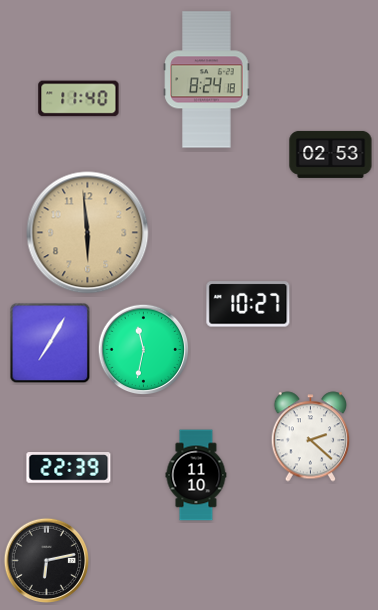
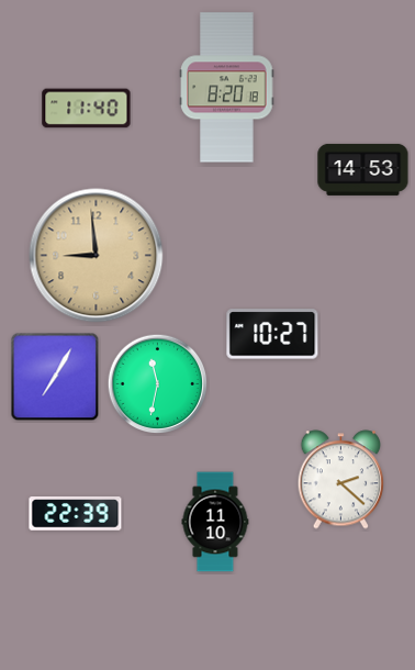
clock at (207, 80): 8:24 -> 8:20
clock at (331, 154): 02:53 -> 14:53
clock at (88, 233): 5:59 -> 8:59
clock at (46, 560): 6:13 -> none
